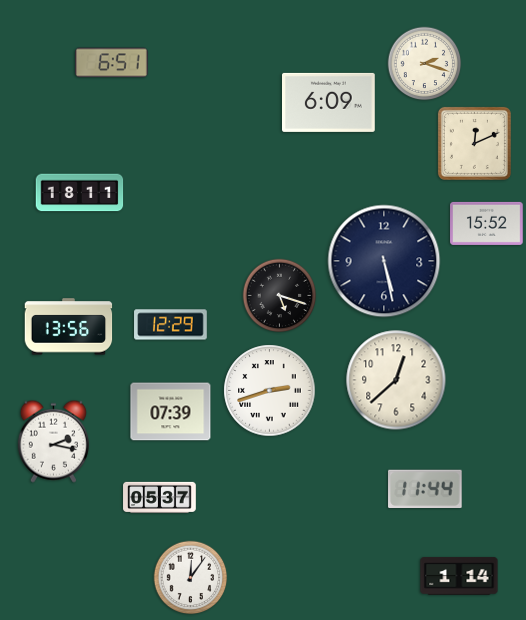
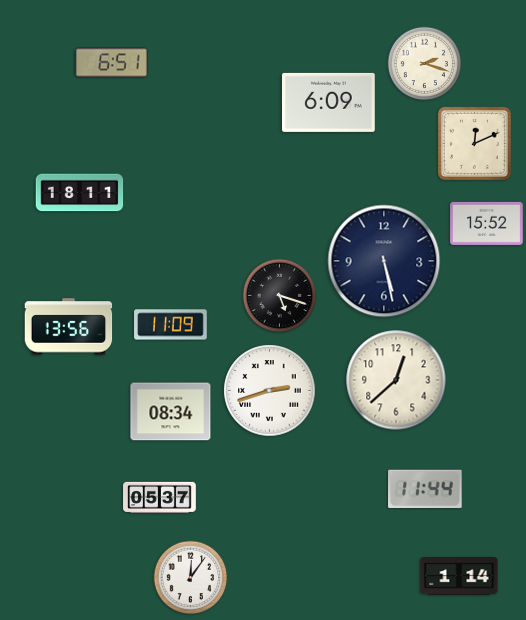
clock at (171, 325): 12:29 -> 11:09
clock at (171, 412): 07:39 -> 08:34
clock at (53, 441): 2:17 -> none
